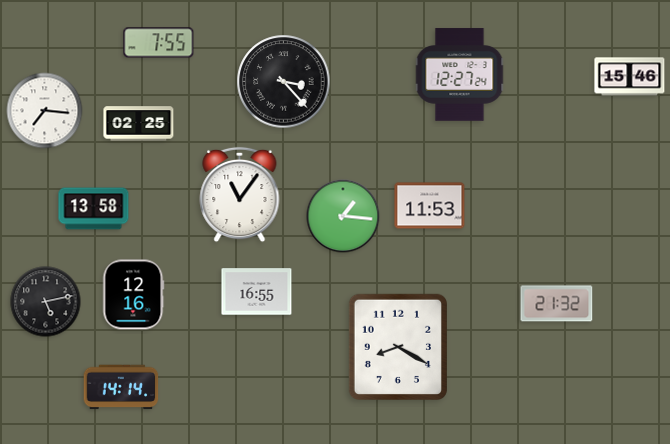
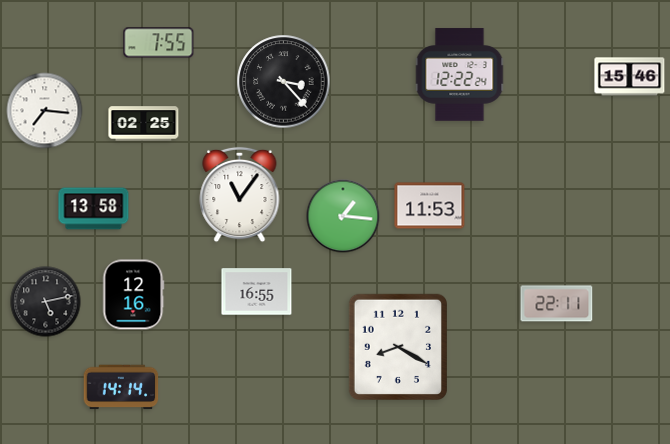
clock at (460, 75): 12:27 -> 12:22
clock at (139, 124) position: (139, 124) -> (144, 124)
clock at (557, 304): 21:32 -> 22:11
